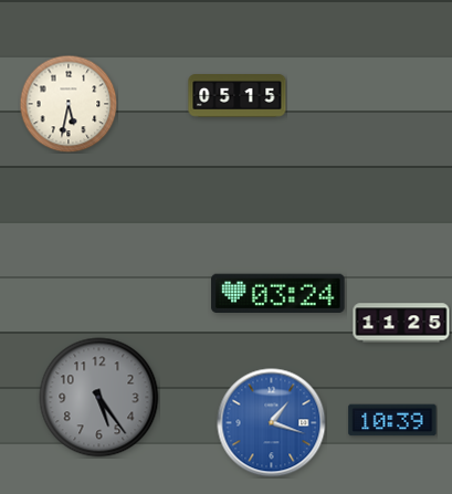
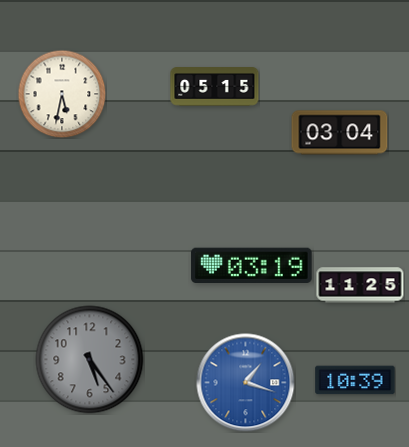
clock at (340, 133): none -> 03:04
clock at (278, 294): 03:24 -> 03:19
clock at (401, 323) position: (401, 323) -> (360, 285)
